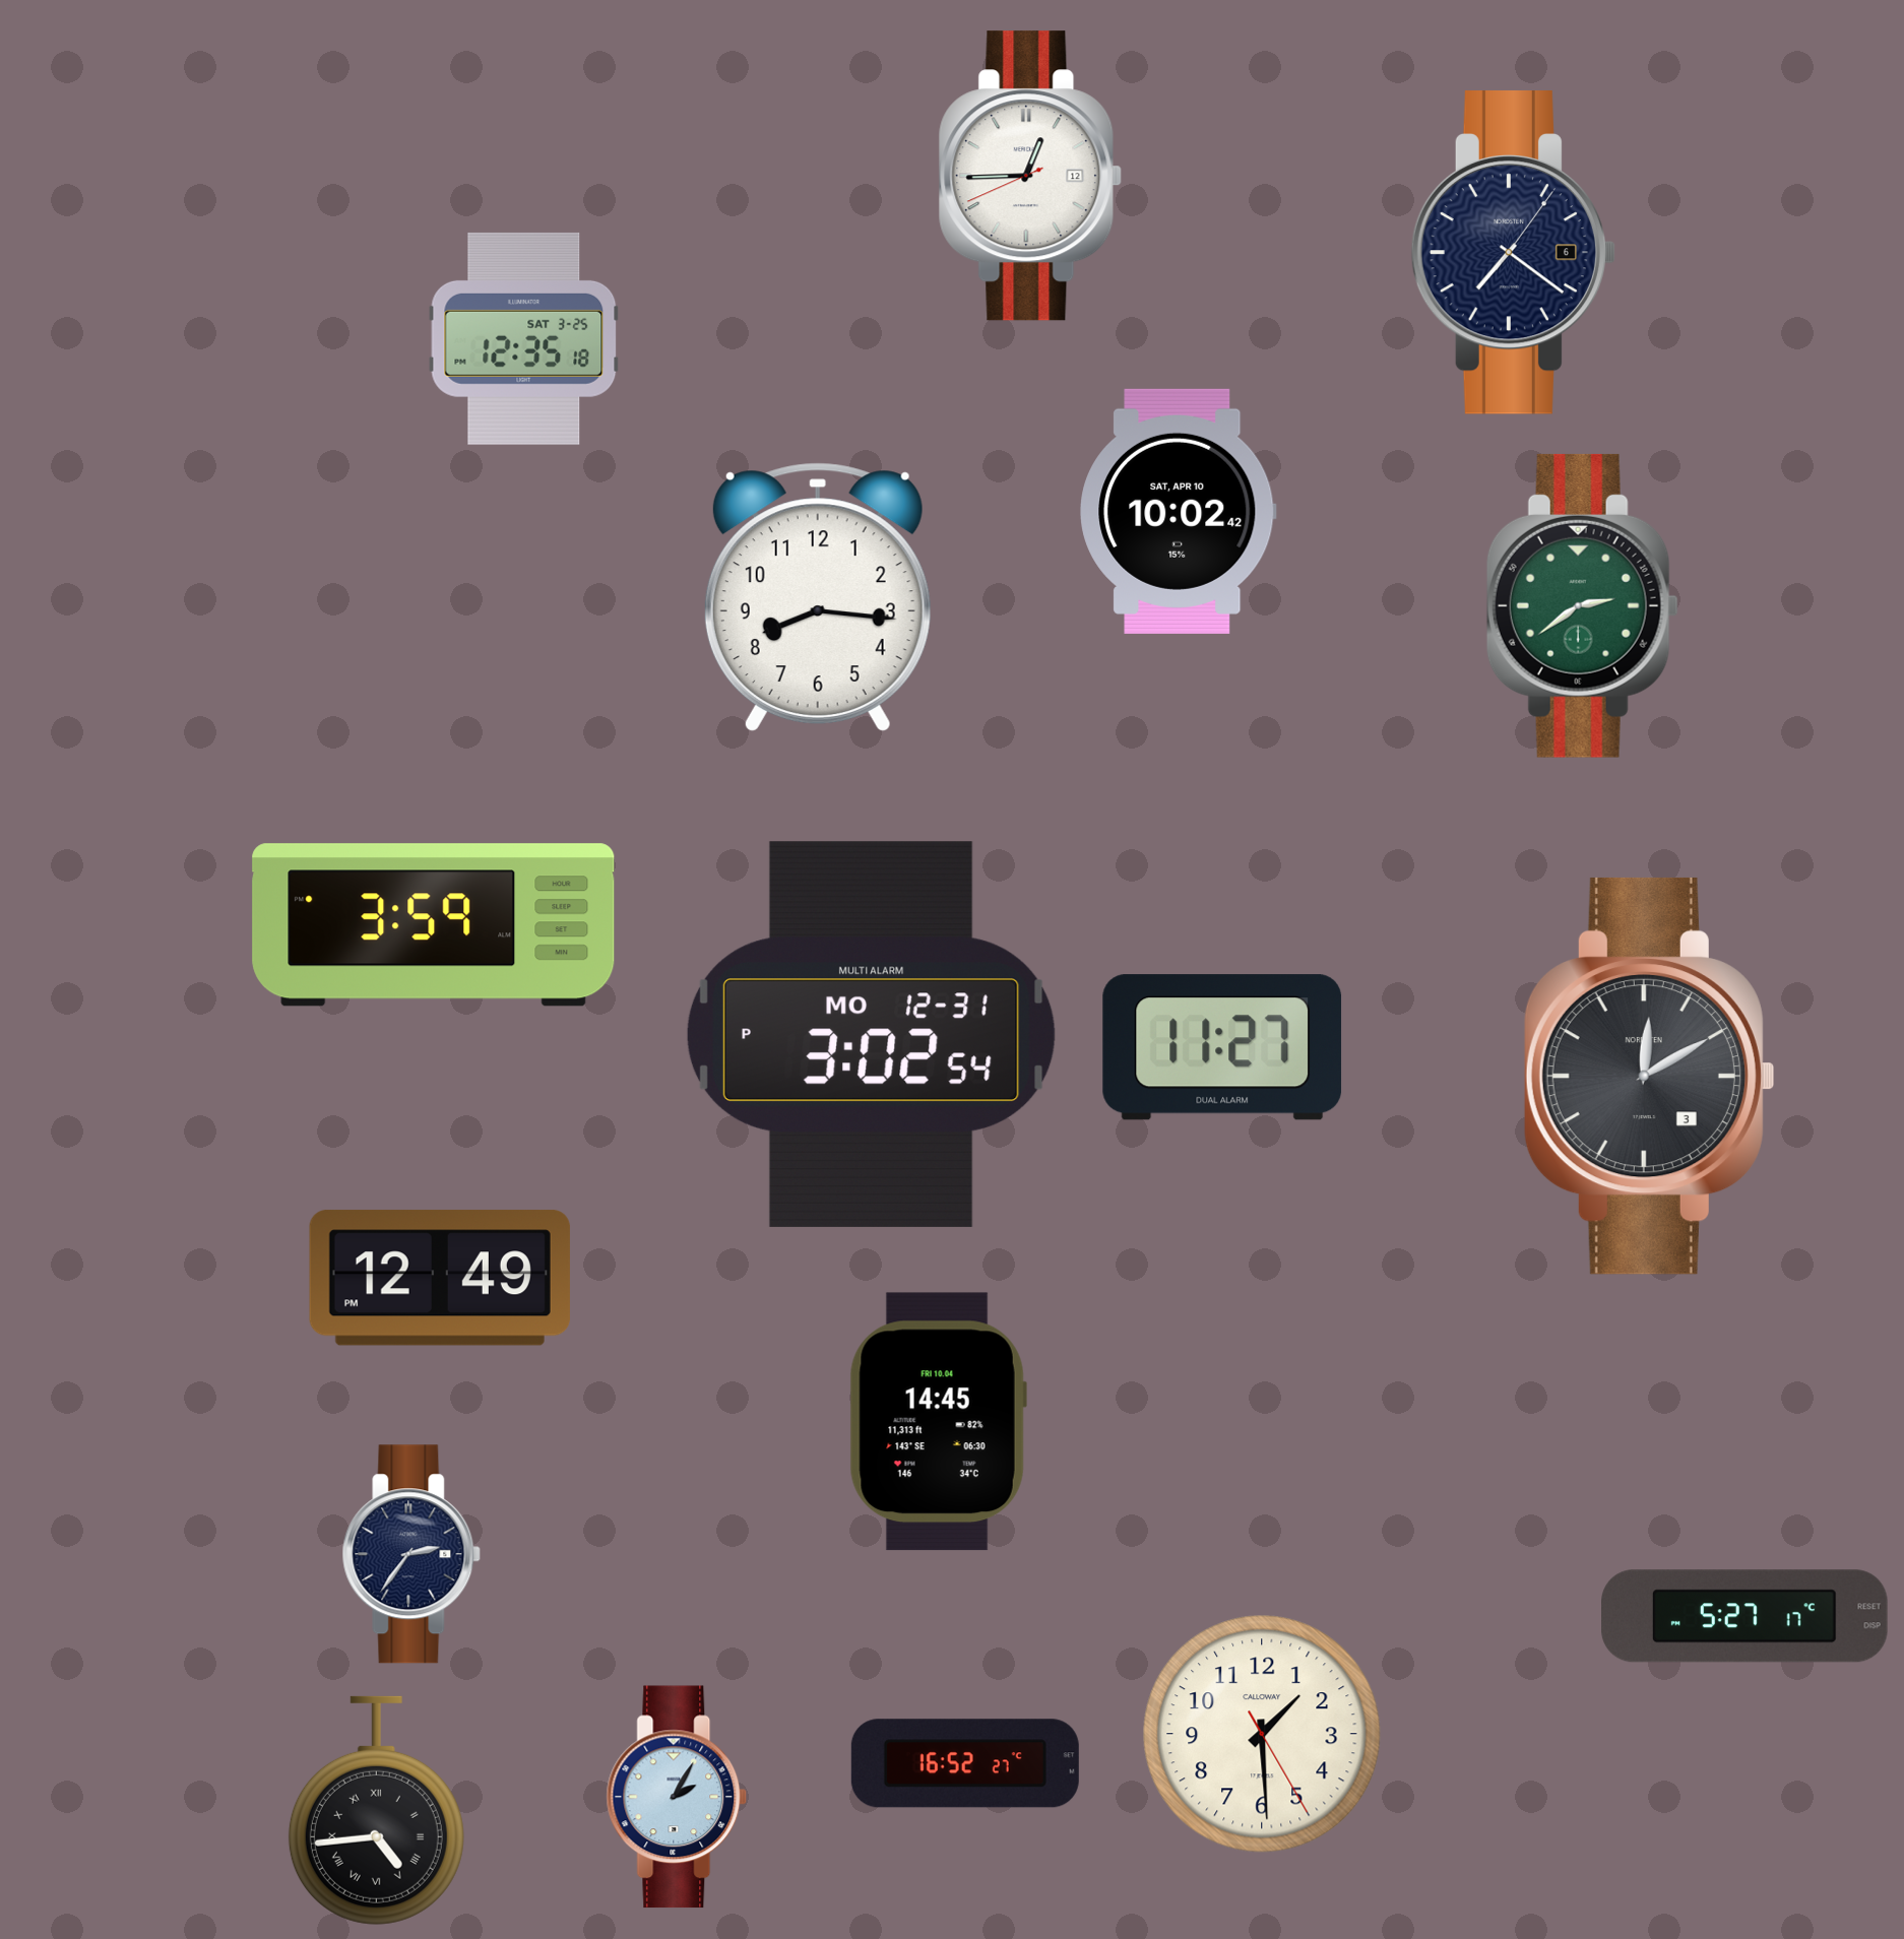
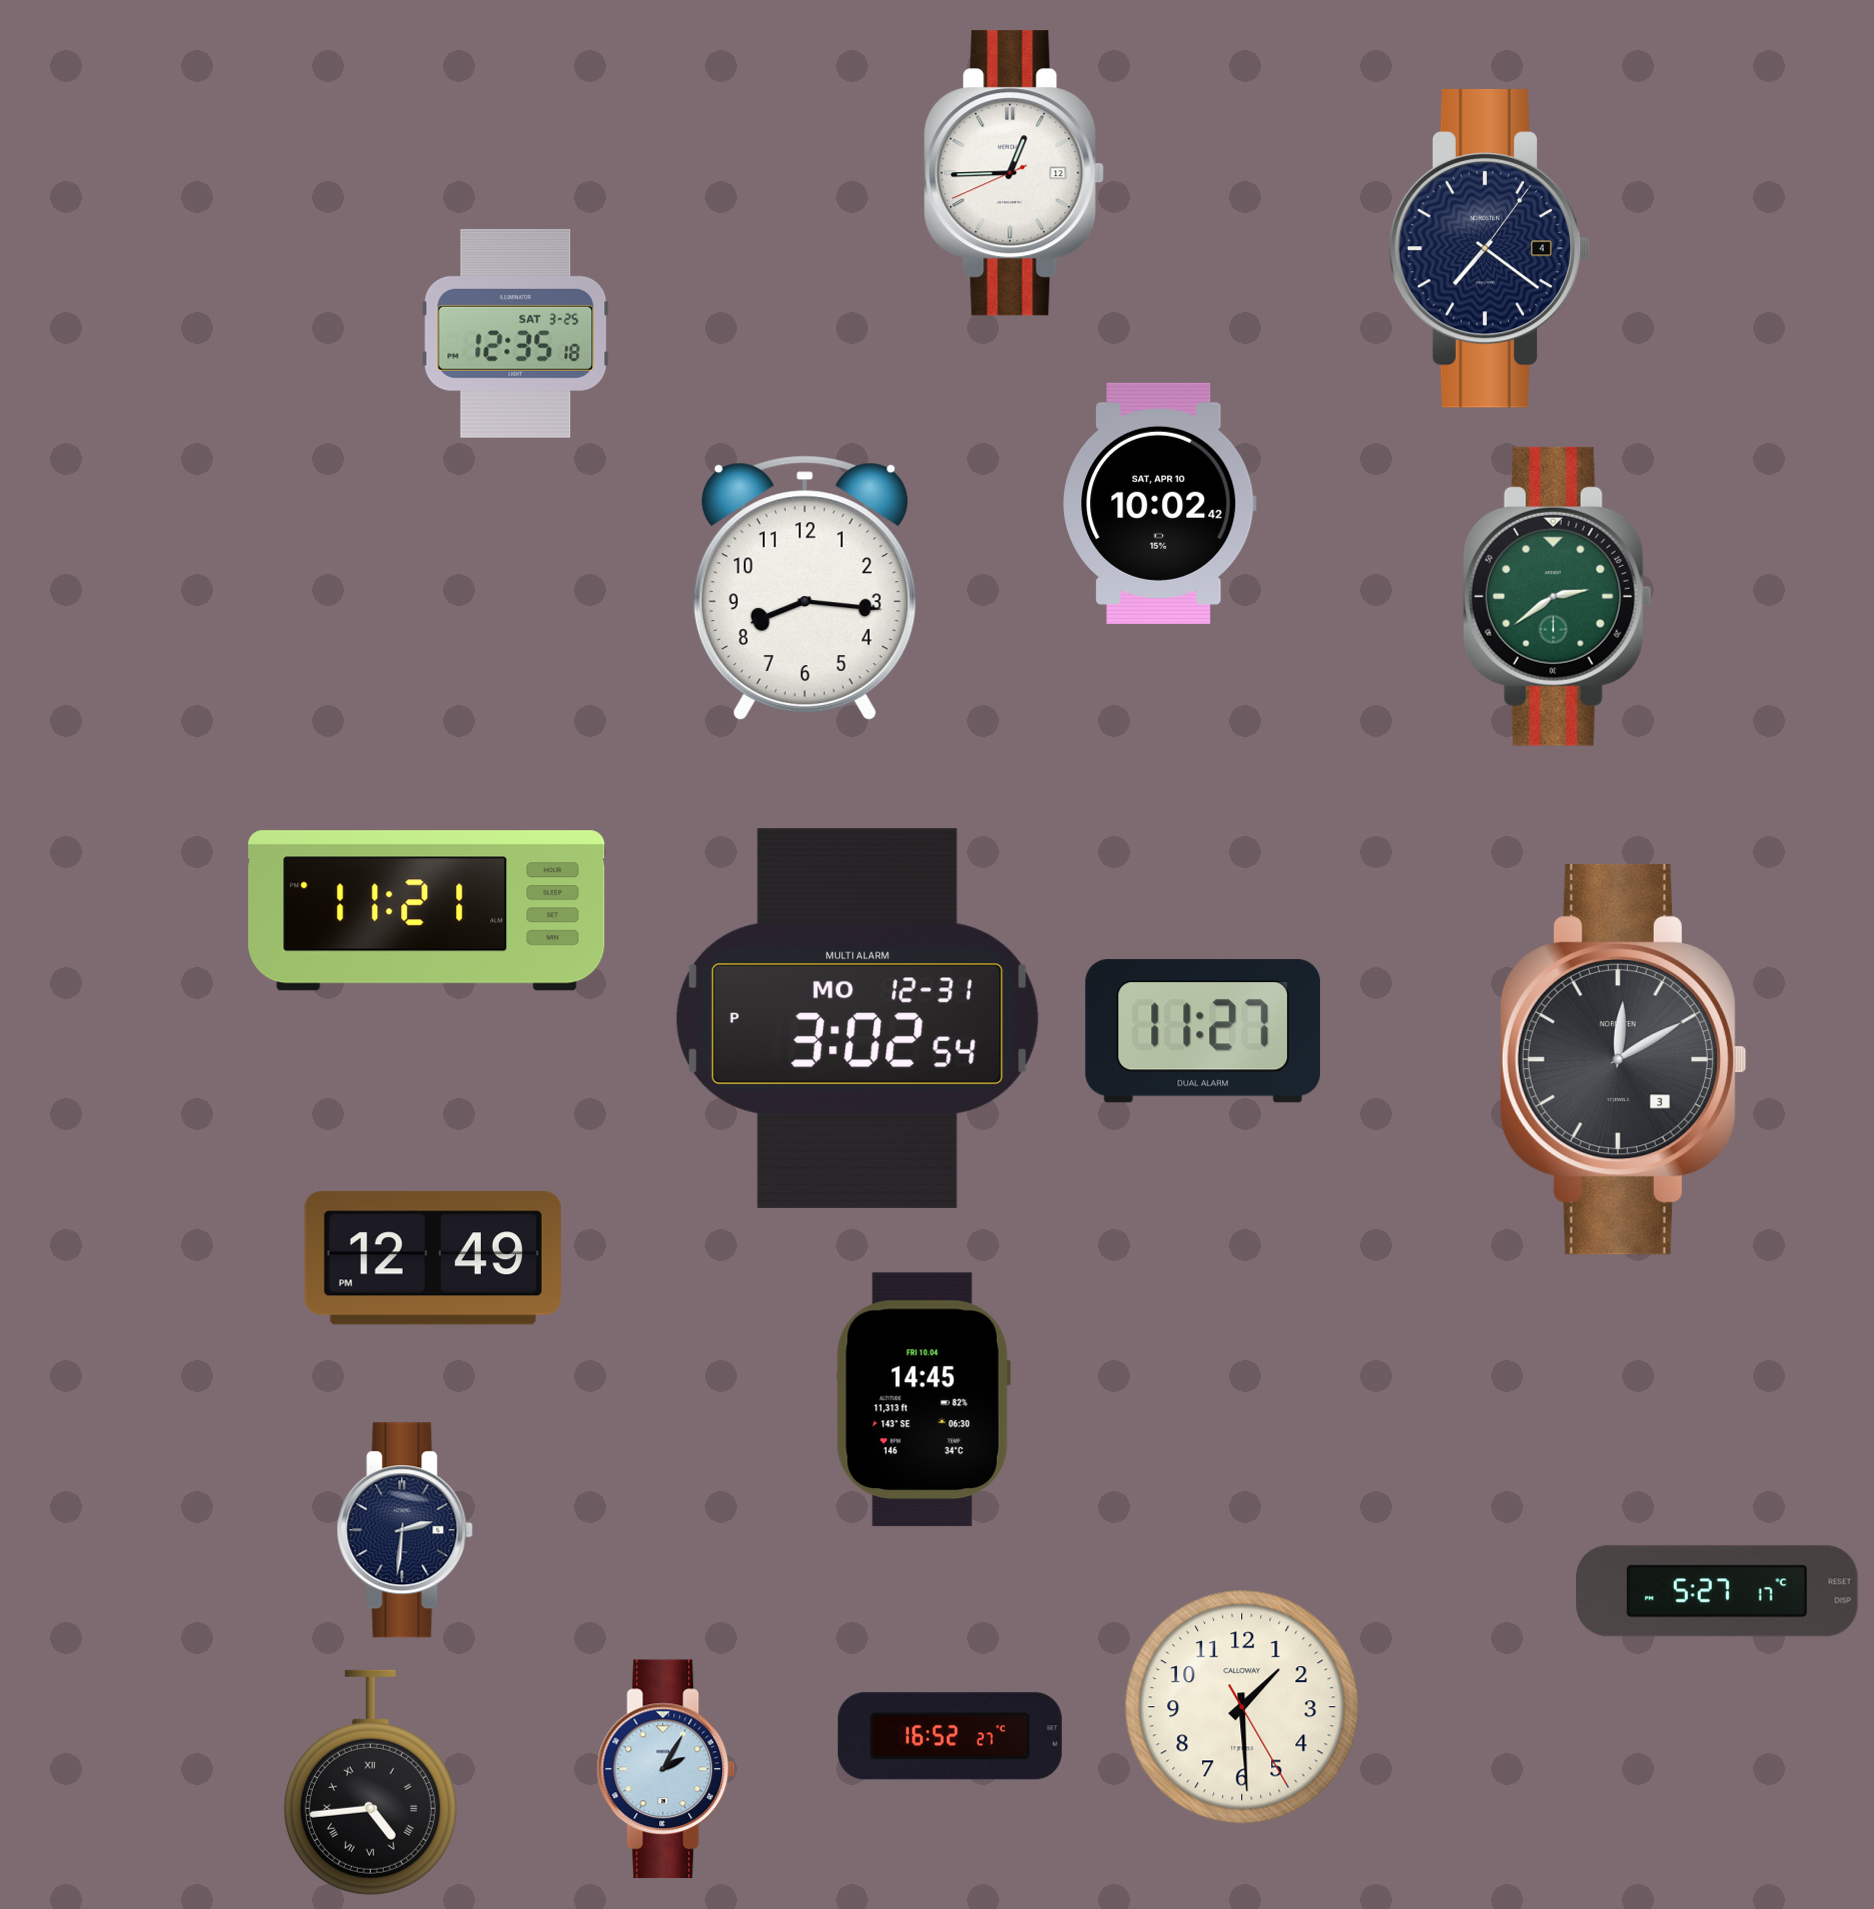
clock at (1513, 252) date: 6 -> 4
clock at (434, 925): 3:59 -> 11:21
clock at (411, 1554): 2:36 -> 2:31
